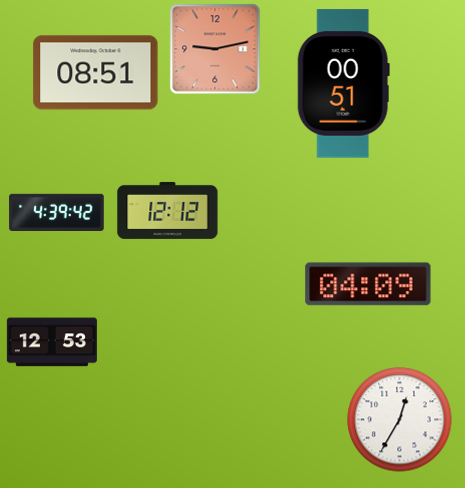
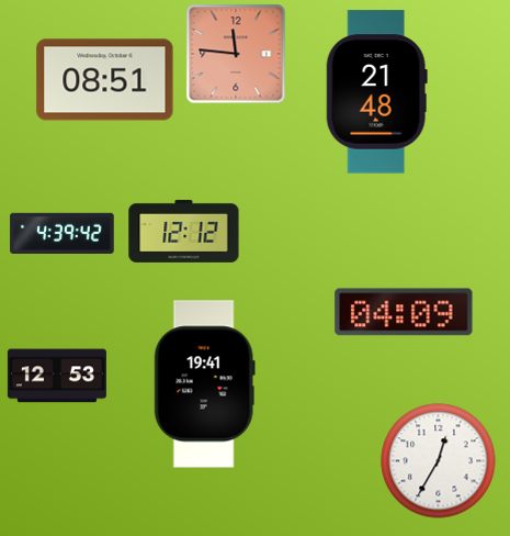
clock at (215, 49): 9:13 -> 11:46
clock at (343, 84): 00:51 -> 21:48
clock at (204, 384): none -> 19:41
